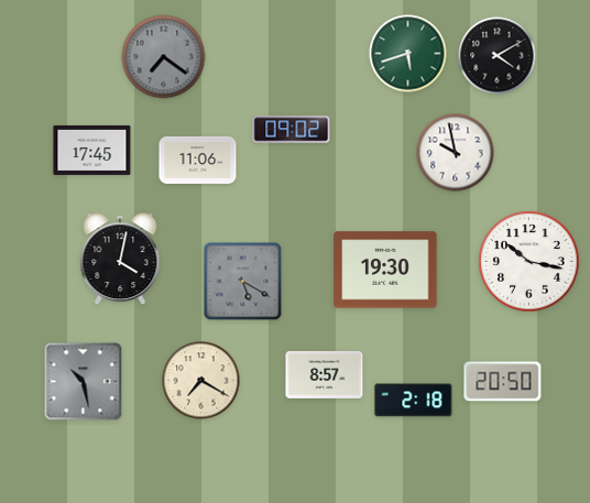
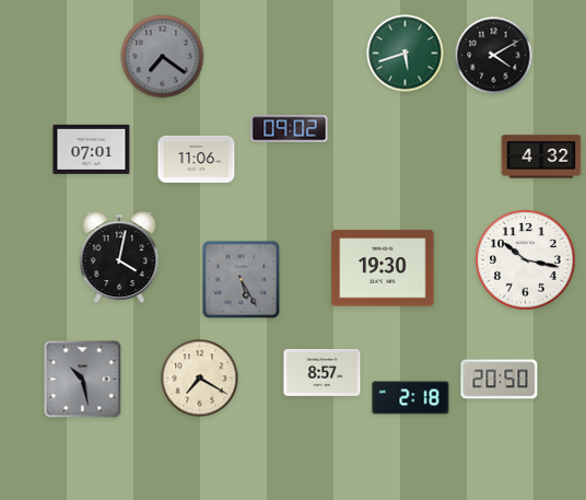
clock at (92, 150): 17:45 -> 07:01
clock at (456, 153): 9:58 -> none
clock at (541, 156): none -> 4:32
clock at (243, 282): 5:20 -> 5:25
